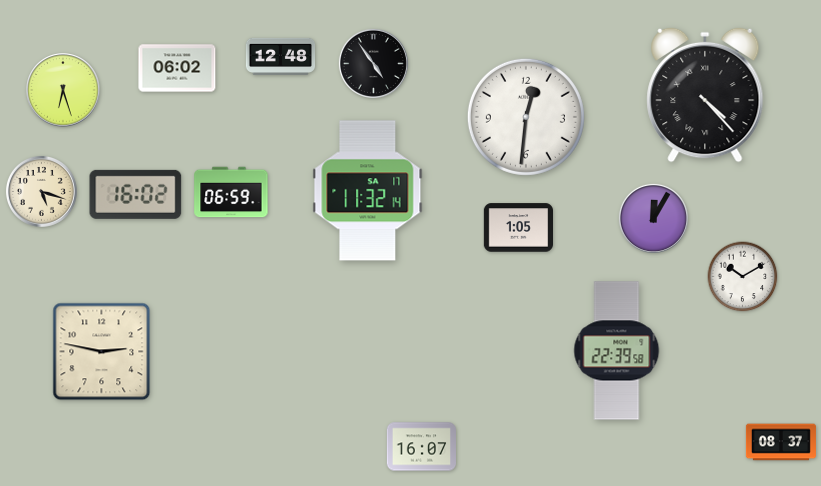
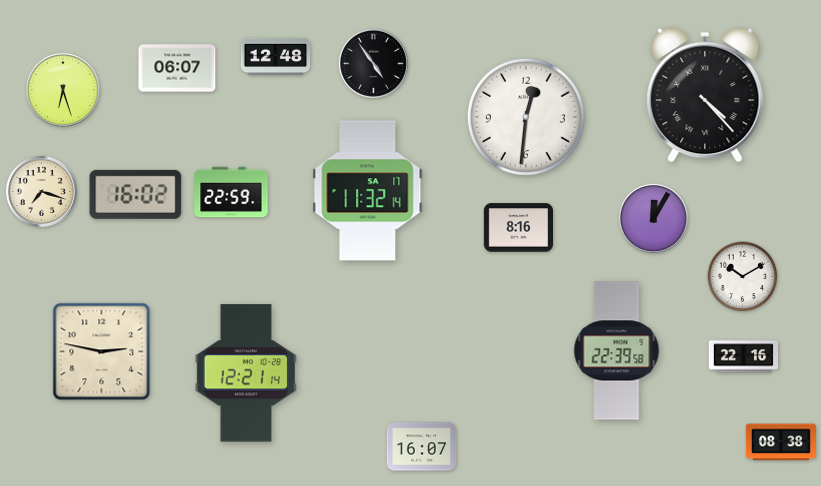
clock at (281, 56) position: (281, 56) -> (276, 56)
clock at (177, 68): 06:02 -> 06:07
clock at (41, 191): 5:18 -> 7:18
clock at (231, 192): 06:59 -> 22:59
clock at (518, 228): 1:05 -> 8:16
clock at (744, 357): none -> 22:16
clock at (246, 373): none -> 12:21
clock at (781, 442): 08:37 -> 08:38
